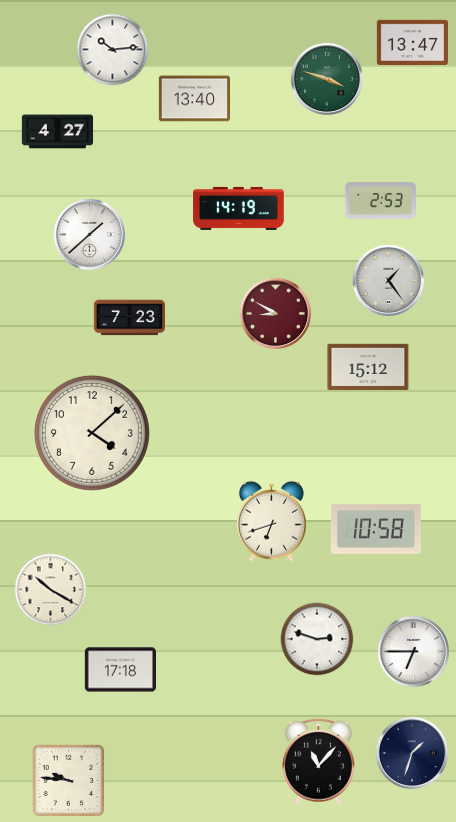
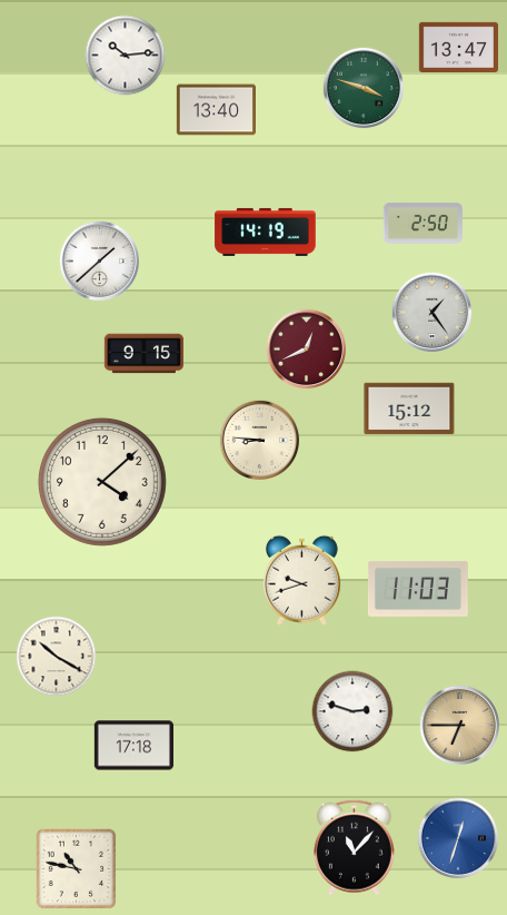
clock at (57, 132): 4:27 -> none
clock at (380, 201): 2:53 -> 2:50
clock at (275, 313): 8:50 -> 12:41
clock at (129, 318): 7:23 -> 9:15
clock at (259, 440): none -> 8:46
clock at (271, 521): 6:42 -> 9:42
clock at (376, 529): 10:58 -> 11:03
clock at (413, 651) dial: white -> champagne
clock at (411, 752): 1:33 -> 12:33
clock at (411, 752) dial: navy -> blue
clock at (69, 781): 9:46 -> 10:47
